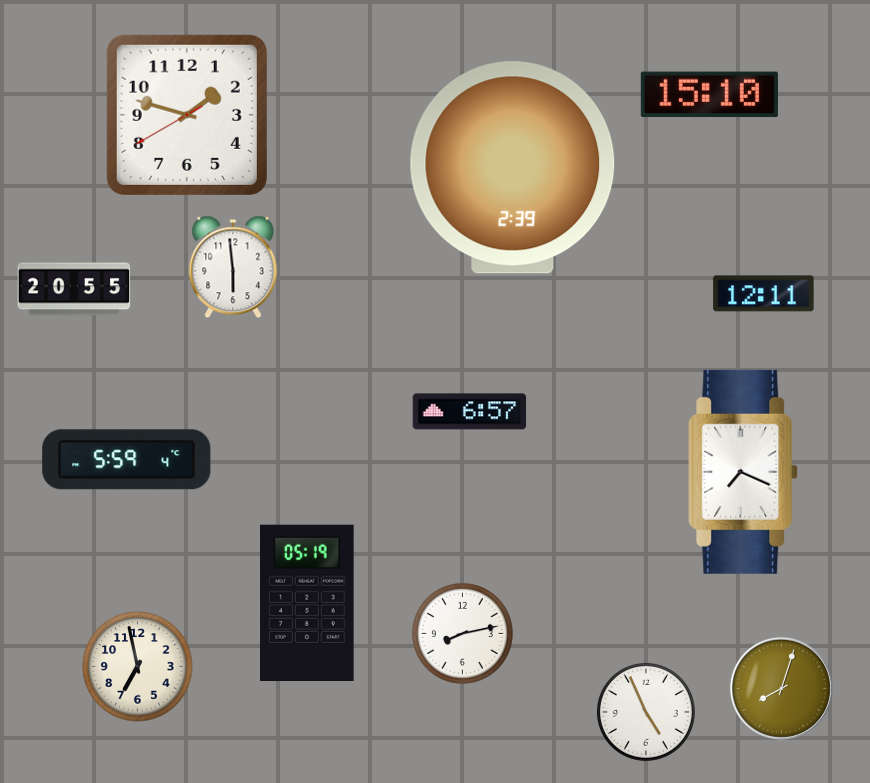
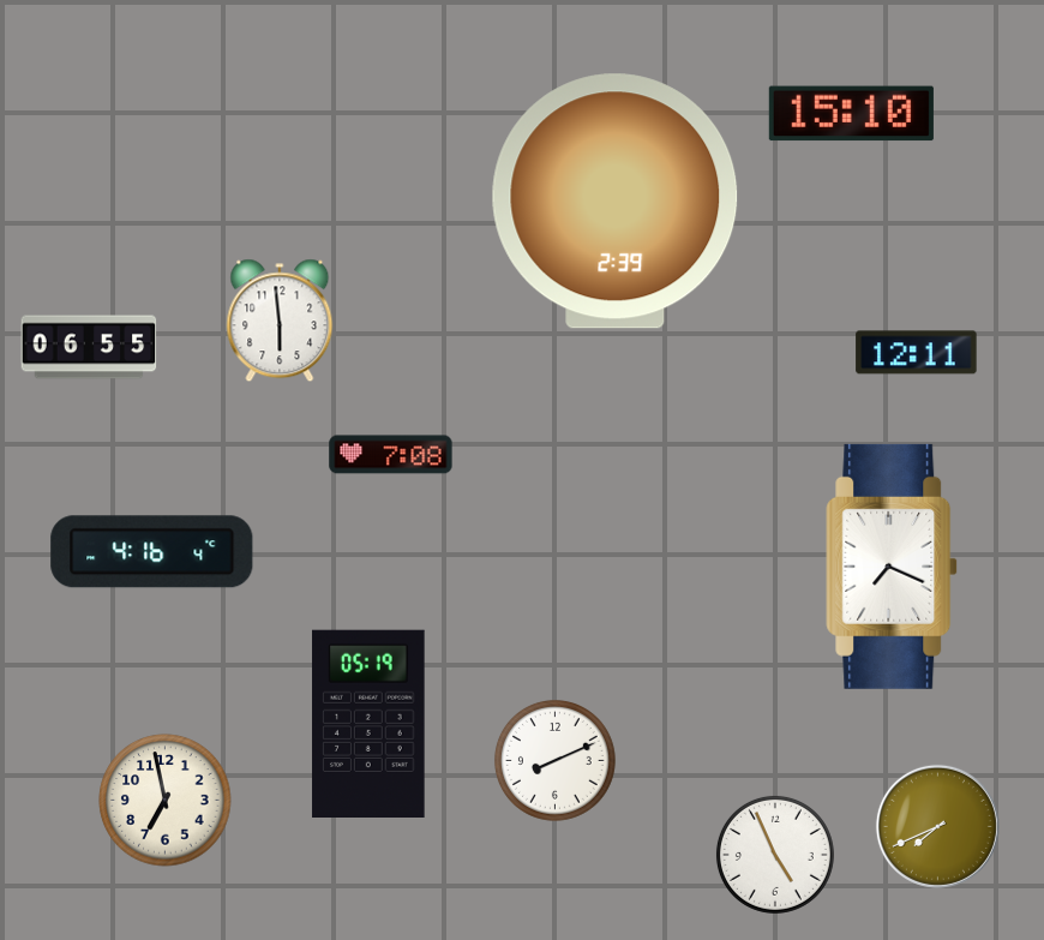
clock at (187, 115): 1:47 -> none
clock at (74, 289): 20:55 -> 06:55
clock at (391, 455): none -> 7:08
clock at (470, 412): 6:57 -> none
clock at (127, 460): 5:59 -> 4:16
clock at (462, 633): 8:13 -> 8:11
clock at (781, 688): 8:03 -> 7:41
